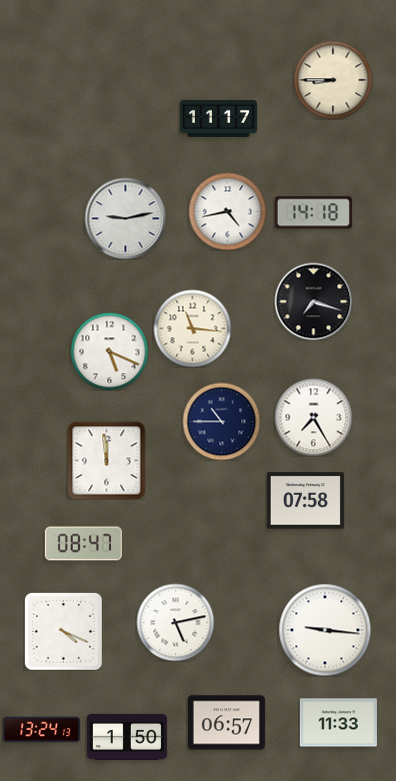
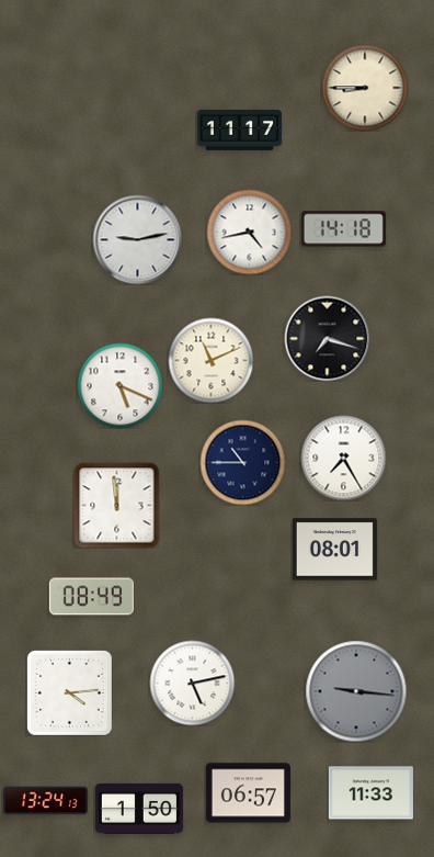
clock at (313, 213) position: (313, 213) -> (343, 229)
clock at (313, 301) position: (313, 301) -> (327, 338)
clock at (192, 328): 11:16 -> 11:11
clock at (305, 501): 07:58 -> 08:01
clock at (83, 544): 08:47 -> 08:49
clock at (325, 630) dial: white -> grey
clock at (63, 631): 4:19 -> 4:14
